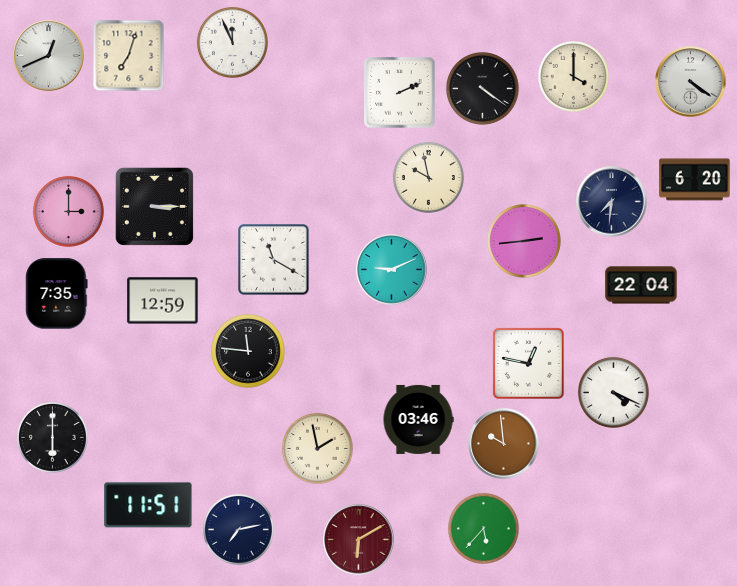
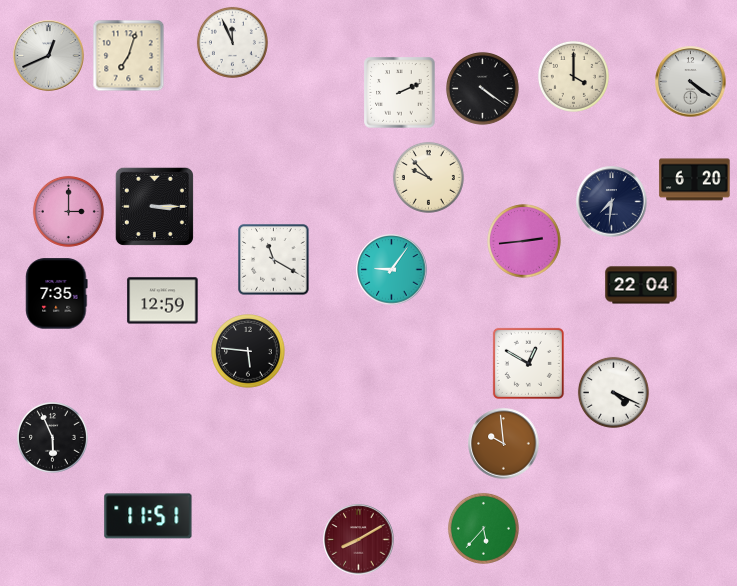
clock at (428, 177): 9:58 -> 9:53
clock at (392, 270): 9:11 -> 9:06
clock at (248, 351): 11:46 -> 5:46
clock at (528, 363): 12:47 -> 12:50
clock at (418, 419): 03:46 -> none
clock at (52, 437): 6:00 -> 5:56
clock at (317, 448): 1:58 -> none
clock at (148, 505) position: (148, 505) -> (148, 516)
clock at (238, 529): 7:13 -> none
clock at (359, 540): 6:10 -> 8:10
